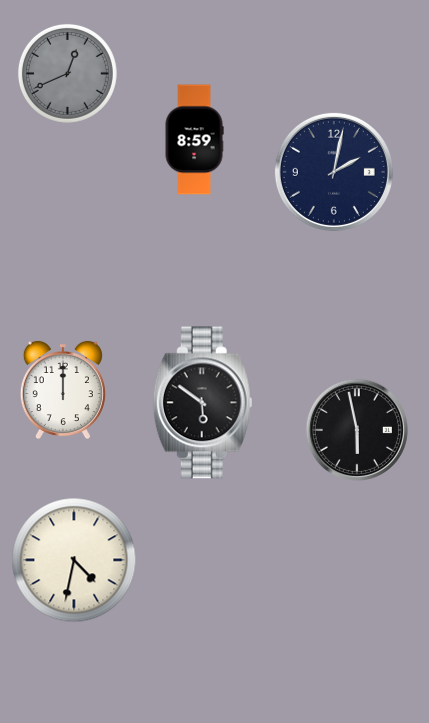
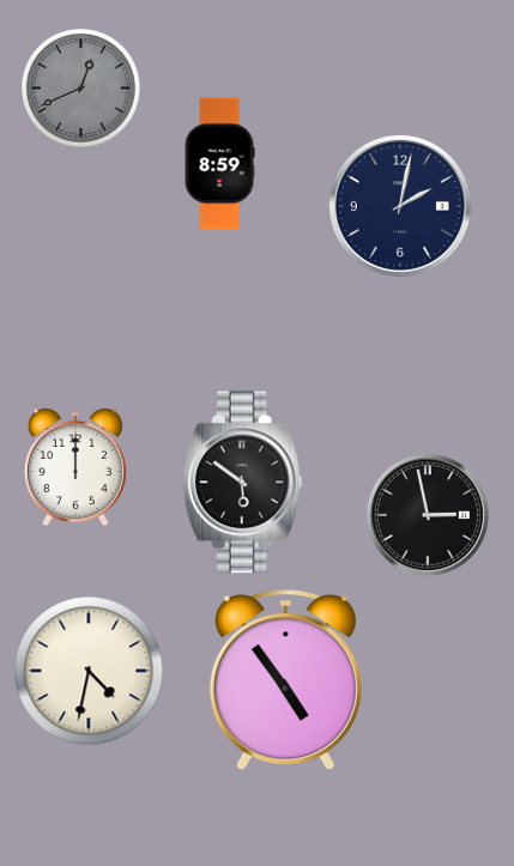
clock at (194, 140) position: (194, 140) -> (219, 164)
clock at (357, 430): 5:58 -> 2:58
clock at (285, 680): none -> 4:54
